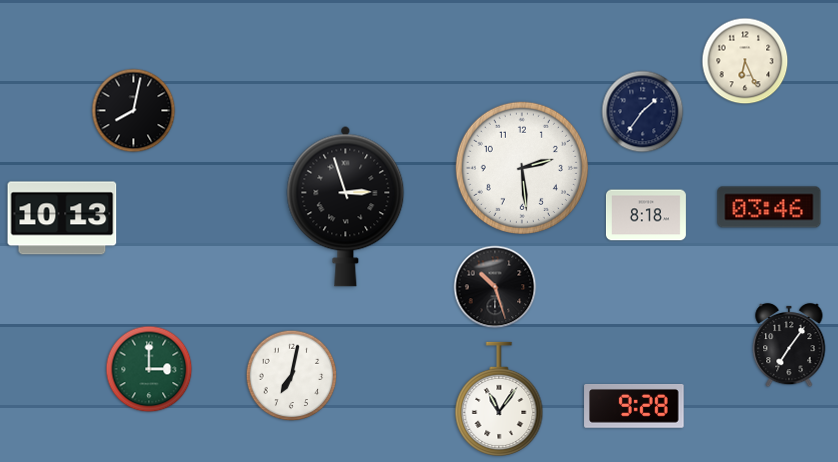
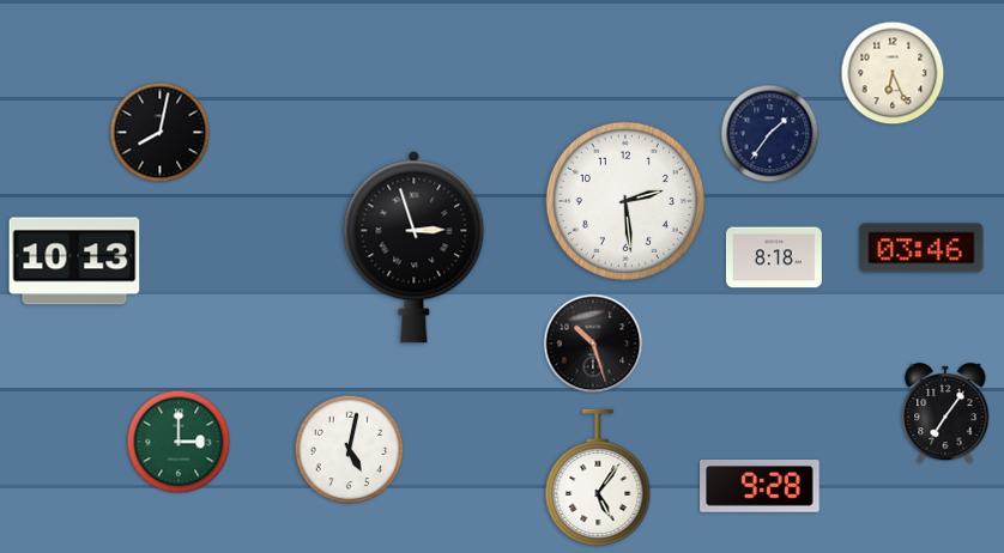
clock at (292, 376): 7:02 -> 5:02
clock at (499, 398): 11:06 -> 5:06
